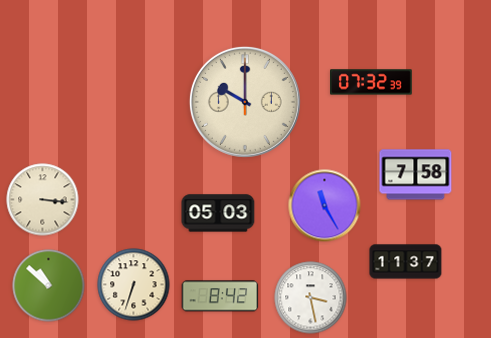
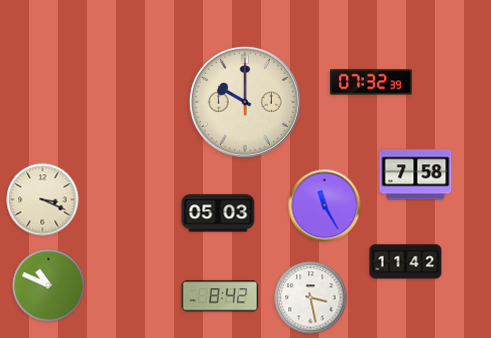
clock at (43, 200): 3:16 -> 3:19
clock at (406, 262): 11:37 -> 11:42
clock at (134, 285): 6:33 -> none
clock at (49, 286): 10:52 -> 10:49
